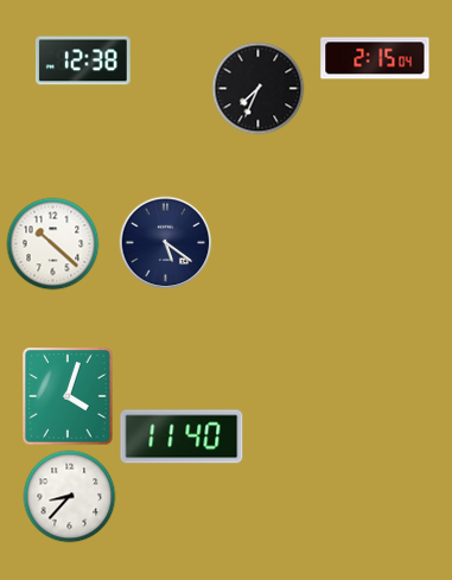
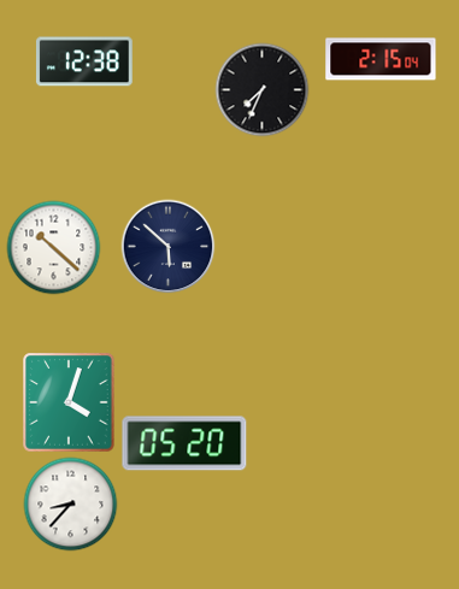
clock at (165, 242): 5:21 -> 5:52
clock at (182, 436): 11:40 -> 05:20
